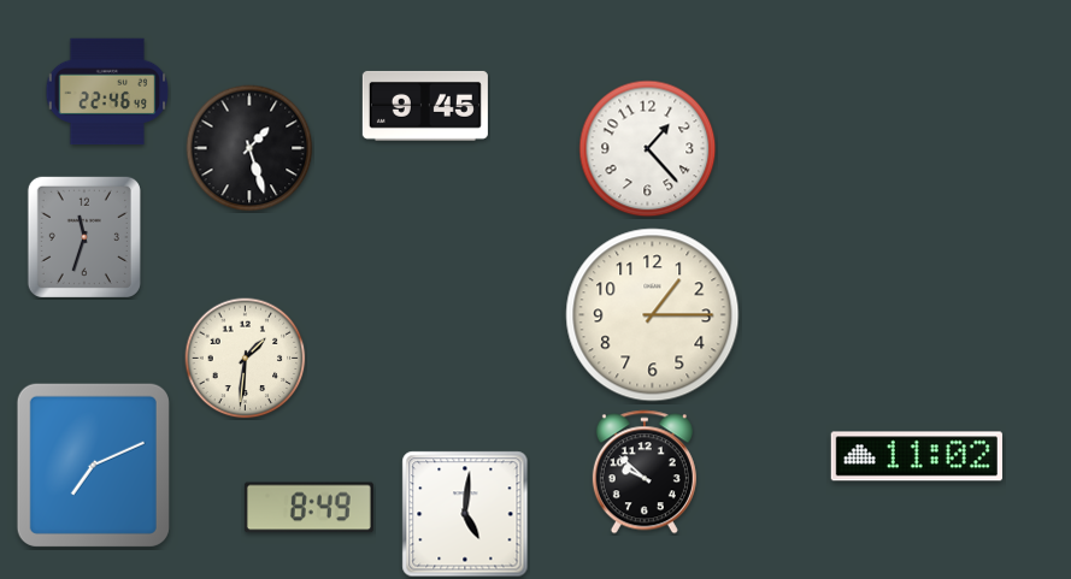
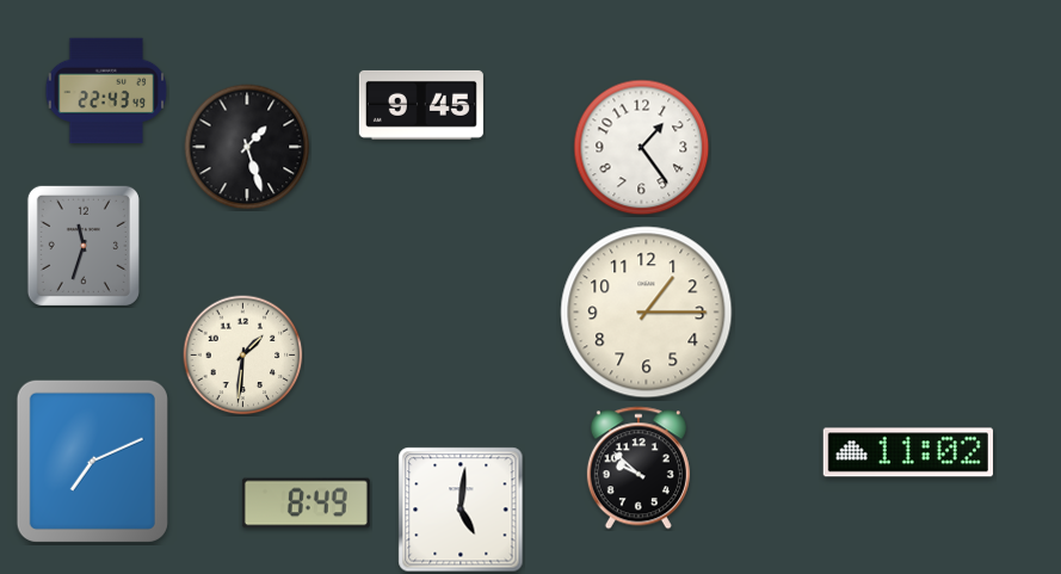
clock at (107, 91): 22:46 -> 22:43
clock at (648, 149): 1:23 -> 1:24
clock at (84, 237) position: (84, 237) -> (84, 246)
